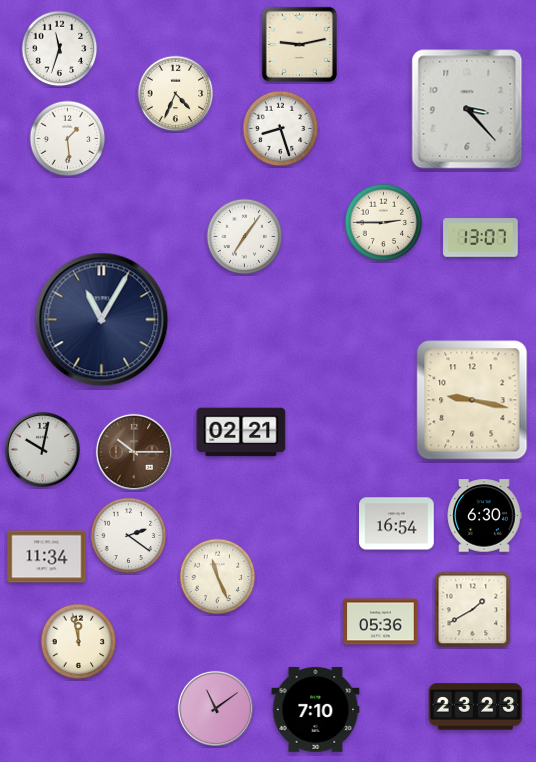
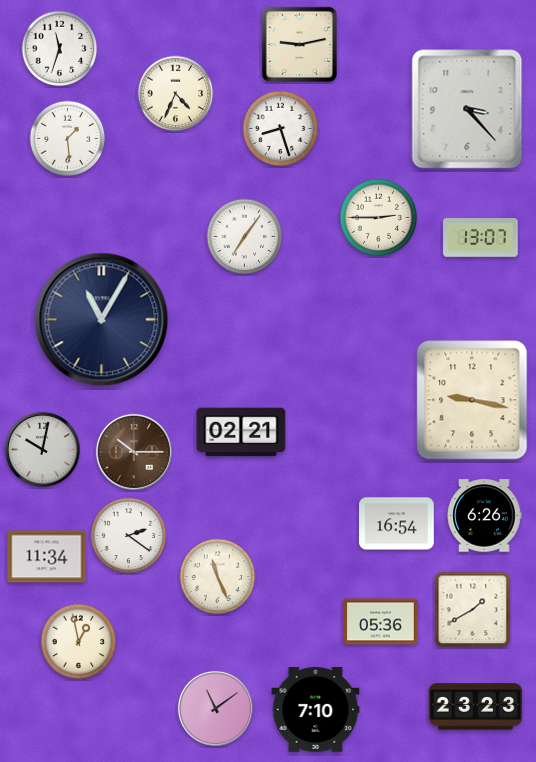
clock at (384, 223) position: (384, 223) -> (379, 218)
clock at (484, 516): 6:30 -> 6:26
clock at (79, 642): 11:58 -> 12:58
